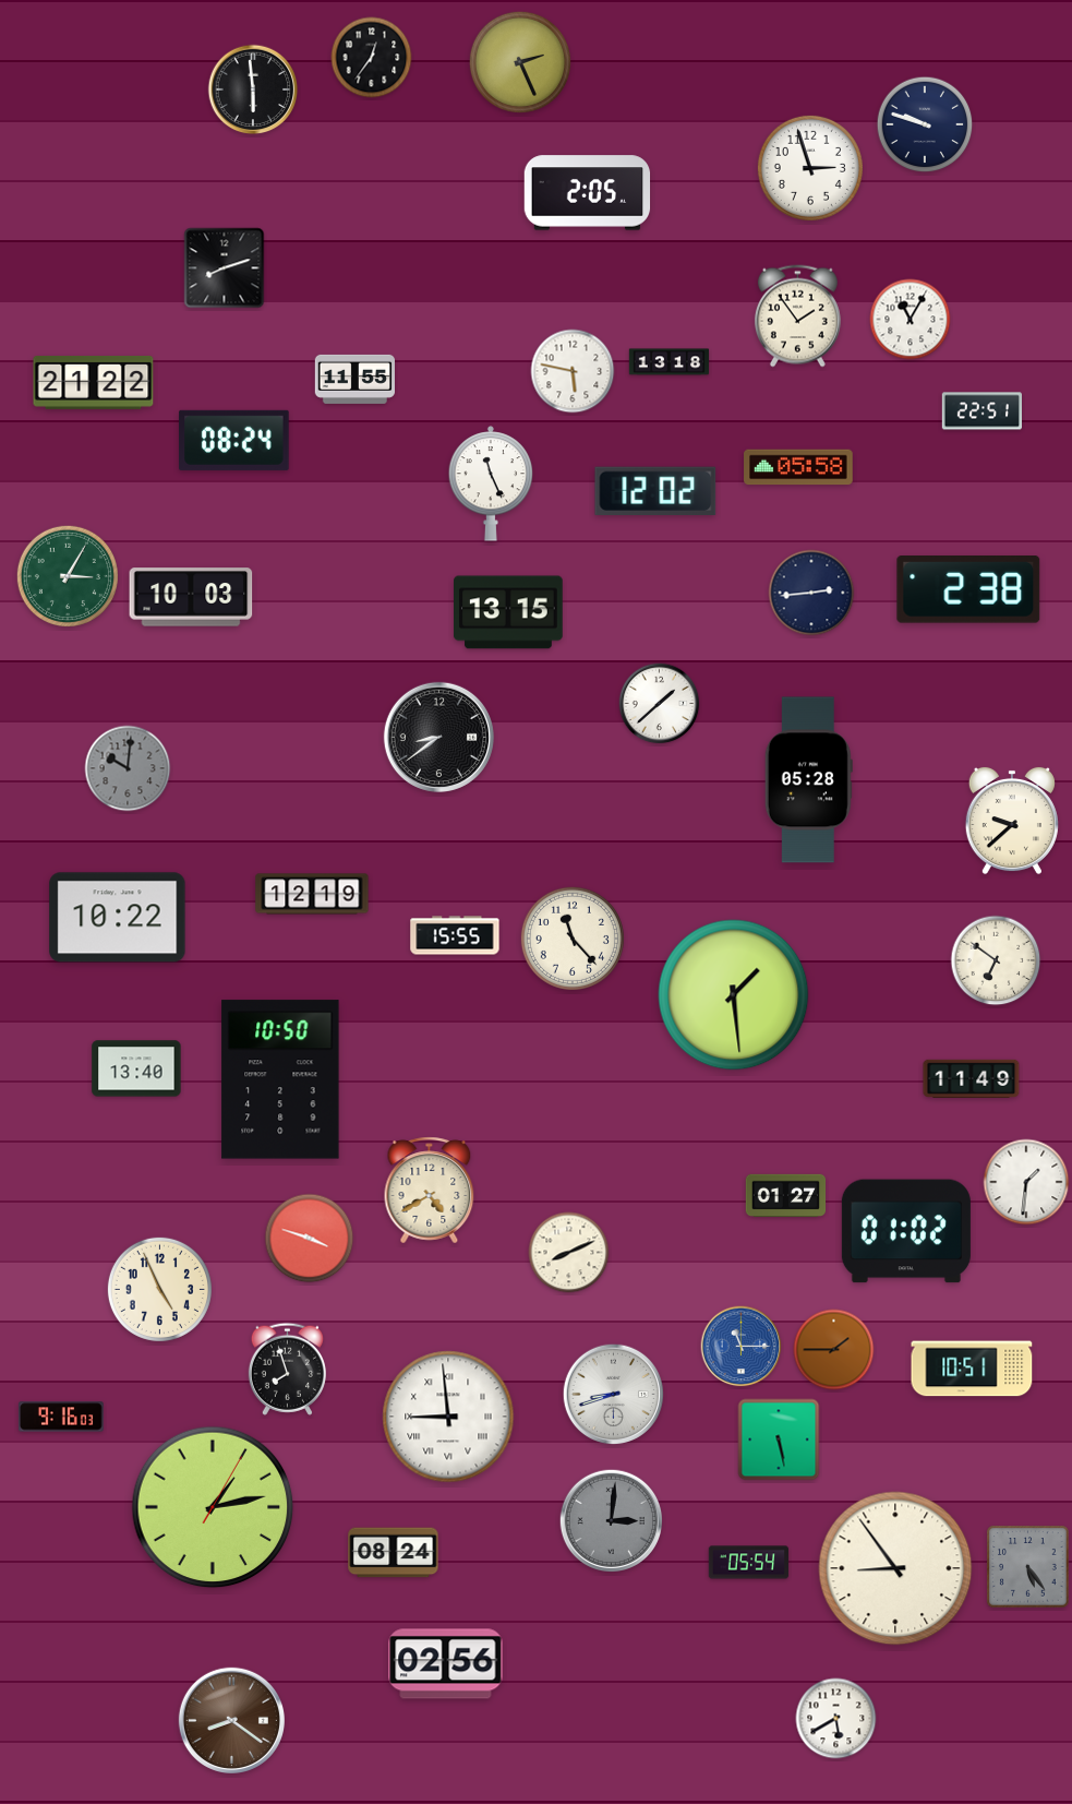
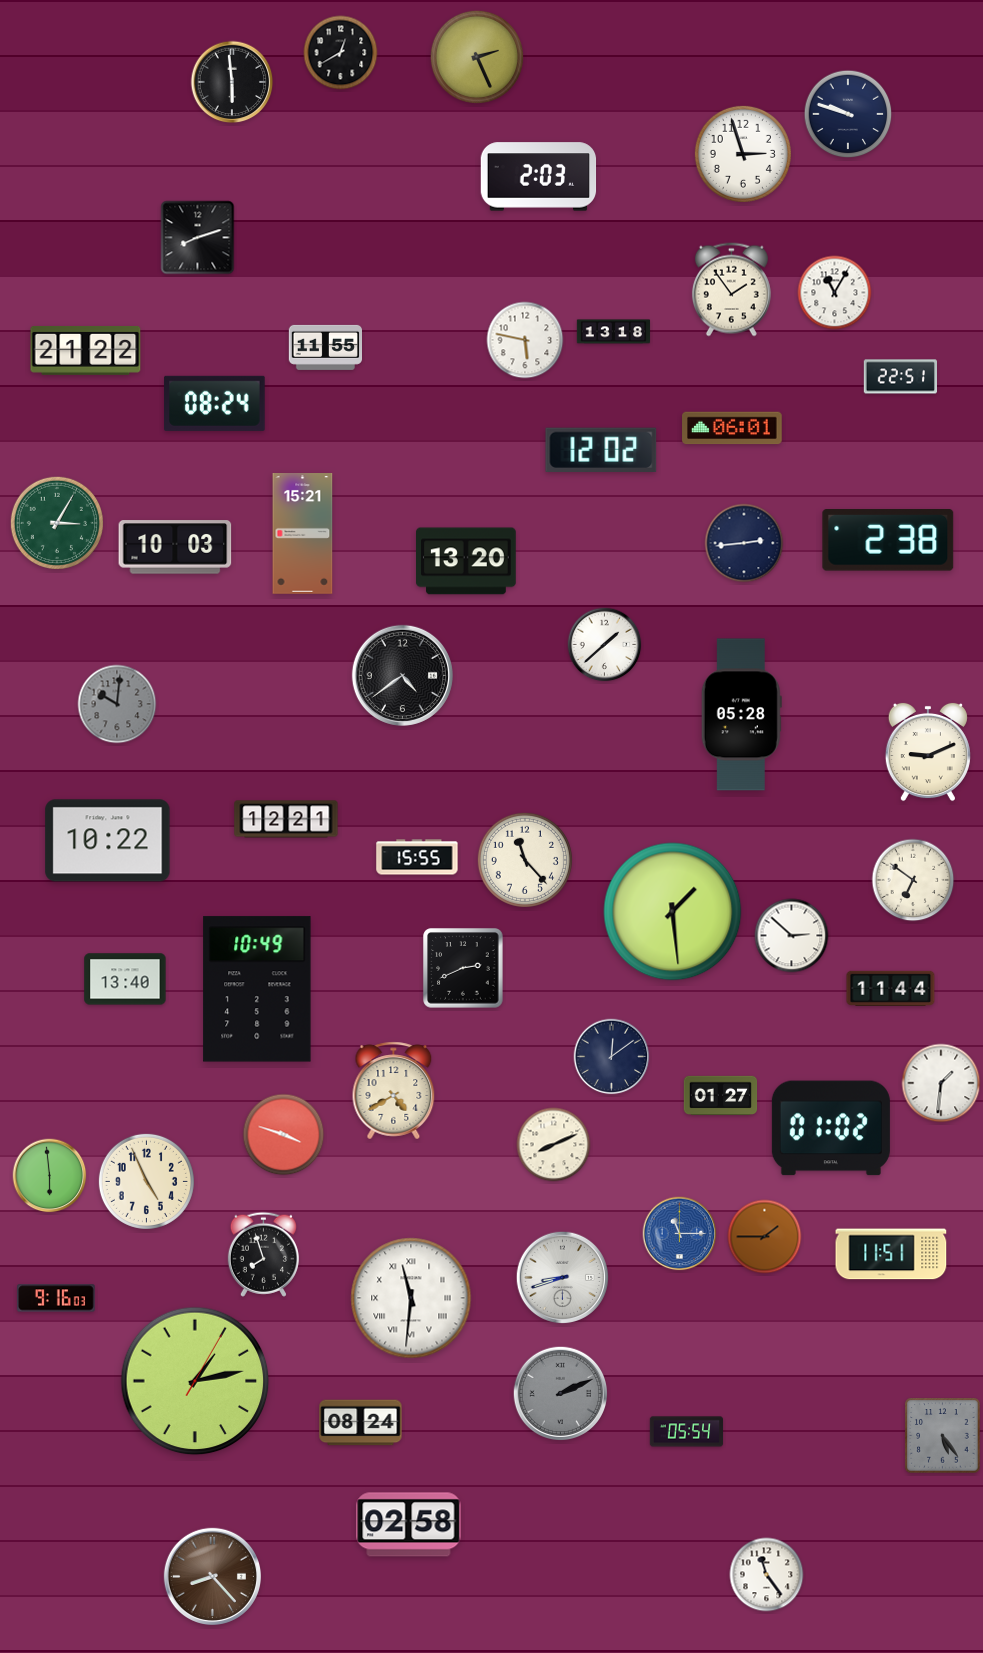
clock at (372, 58): 12:36 -> 12:40
clock at (588, 193): 2:05 -> 2:03
clock at (225, 268) position: (225, 268) -> (198, 238)
clock at (798, 467): 05:58 -> 06:01
clock at (491, 483): 11:26 -> none
clock at (68, 576) position: (68, 576) -> (57, 523)
clock at (303, 534): none -> 15:21
clock at (509, 612): 13:15 -> 13:20
clock at (438, 737): 8:39 -> 4:39
clock at (1012, 821): 9:38 -> 9:11
clock at (312, 894): 12:19 -> 12:21
clock at (792, 936): none -> 2:52
clock at (463, 968): none -> 2:41
clock at (972, 1078): 11:49 -> 11:44
clock at (280, 1079): 10:50 -> 10:49
clock at (612, 1057): none -> 12:09
clock at (569, 1253) position: (569, 1253) -> (554, 1145)
clock at (50, 1176): none -> 5:59
clock at (972, 1369): 10:51 -> 11:51
clock at (448, 1417): 8:59 -> 11:31
clock at (779, 1439): 5:28 -> none
clock at (611, 1520): 3:01 -> 2:11
clock at (895, 1568): 8:54 -> none
clock at (446, 1664): 02:56 -> 02:58
clock at (836, 1719): 5:40 -> 11:24
clock at (231, 1720): 8:21 -> 8:23
